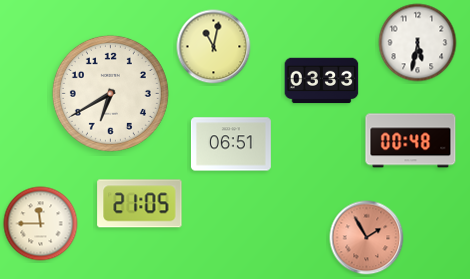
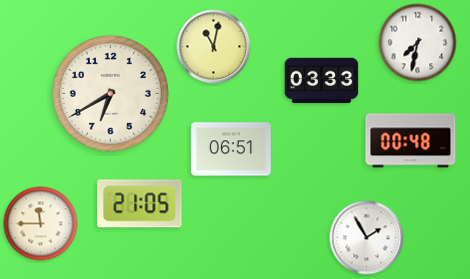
clock at (418, 43): 5:32 -> 7:32
clock at (231, 144) position: (231, 144) -> (231, 149)
clock at (367, 238) dial: salmon -> white
